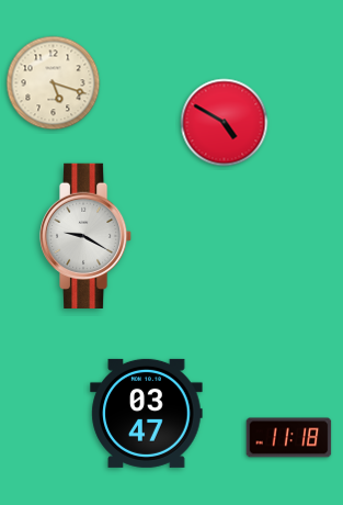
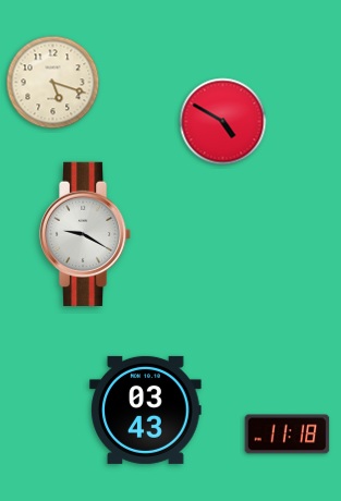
clock at (147, 413): 03:47 -> 03:43
